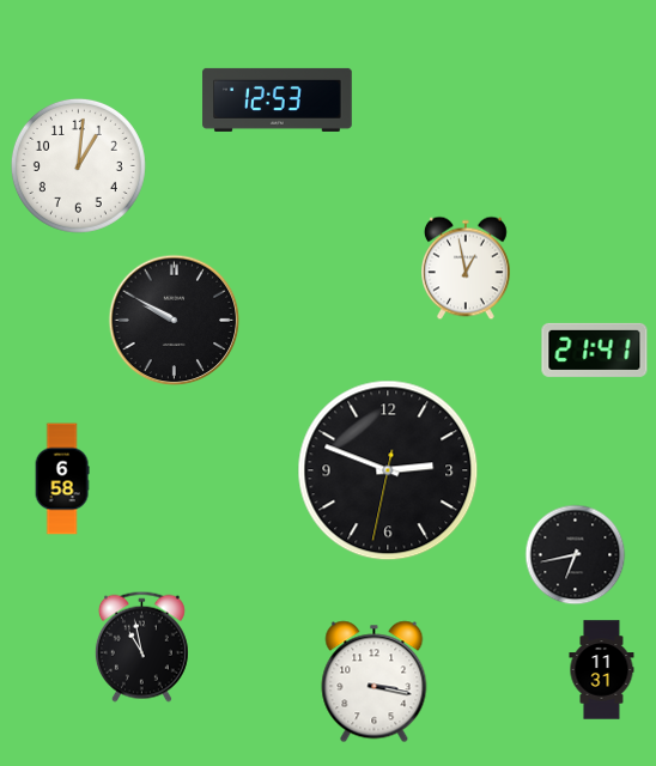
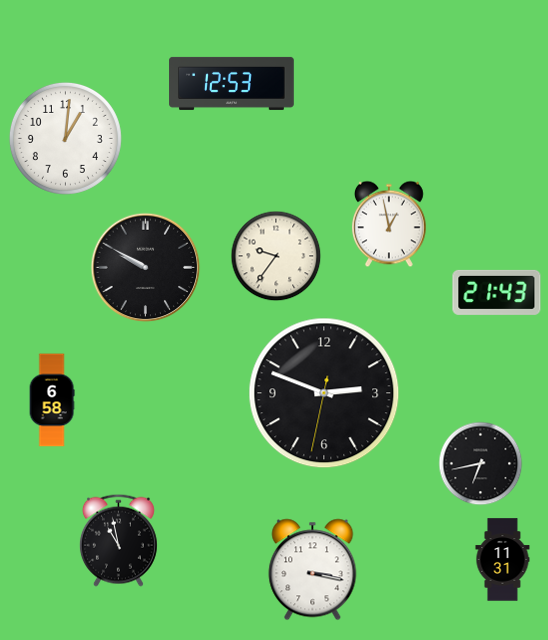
clock at (276, 256): none -> 9:36
clock at (595, 349): 21:41 -> 21:43
